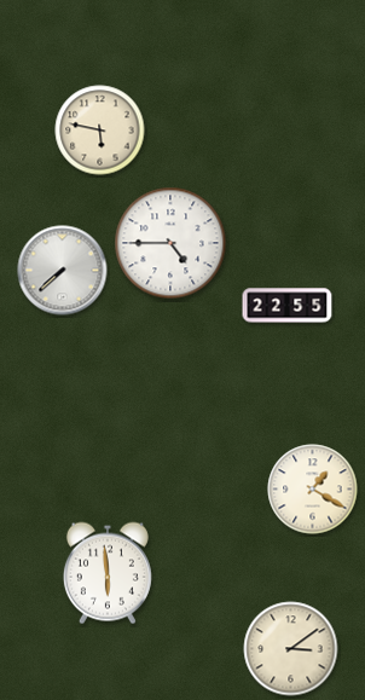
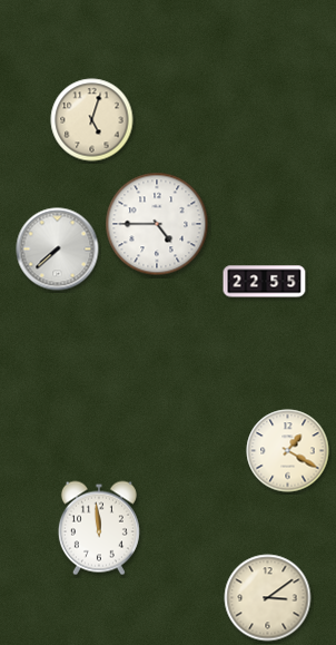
clock at (100, 131): 5:47 -> 5:03
clock at (108, 573): 5:59 -> 11:59
